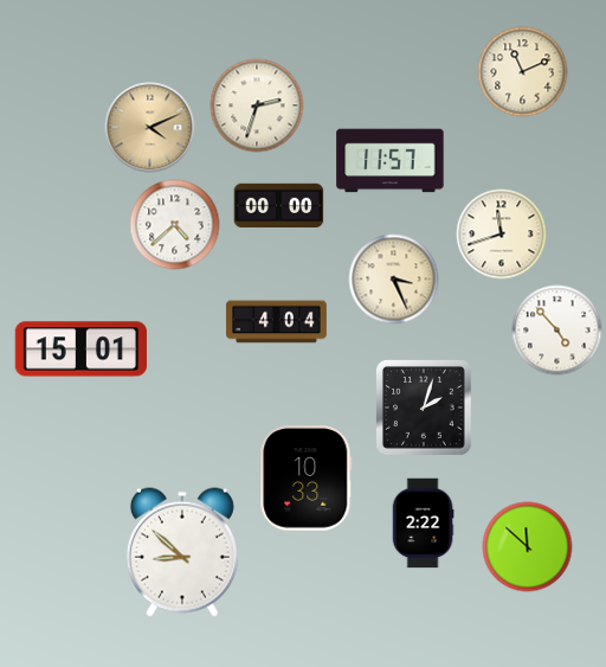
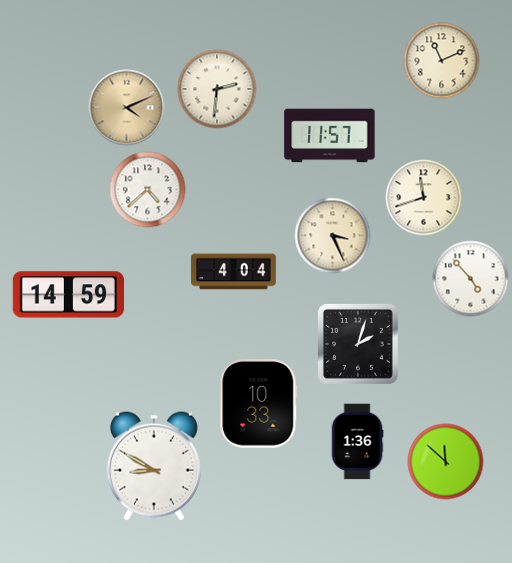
clock at (257, 105): 2:33 -> 2:31
clock at (279, 205): 00:00 -> none
clock at (80, 349): 15:01 -> 14:59
clock at (423, 524): 2:22 -> 1:36
clock at (182, 552): 8:52 -> 8:50
